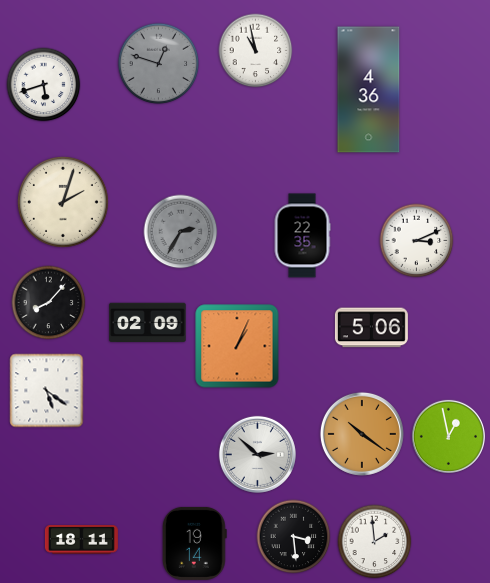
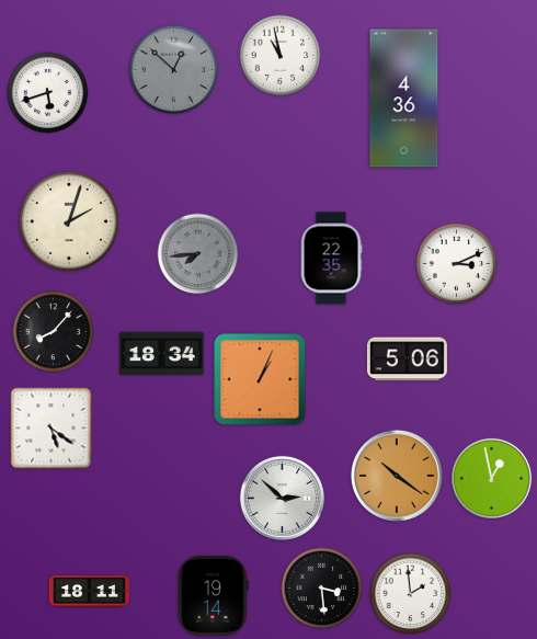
clock at (159, 64): 12:48 -> 12:52
clock at (181, 232): 2:35 -> 7:44
clock at (148, 323): 02:09 -> 18:34
